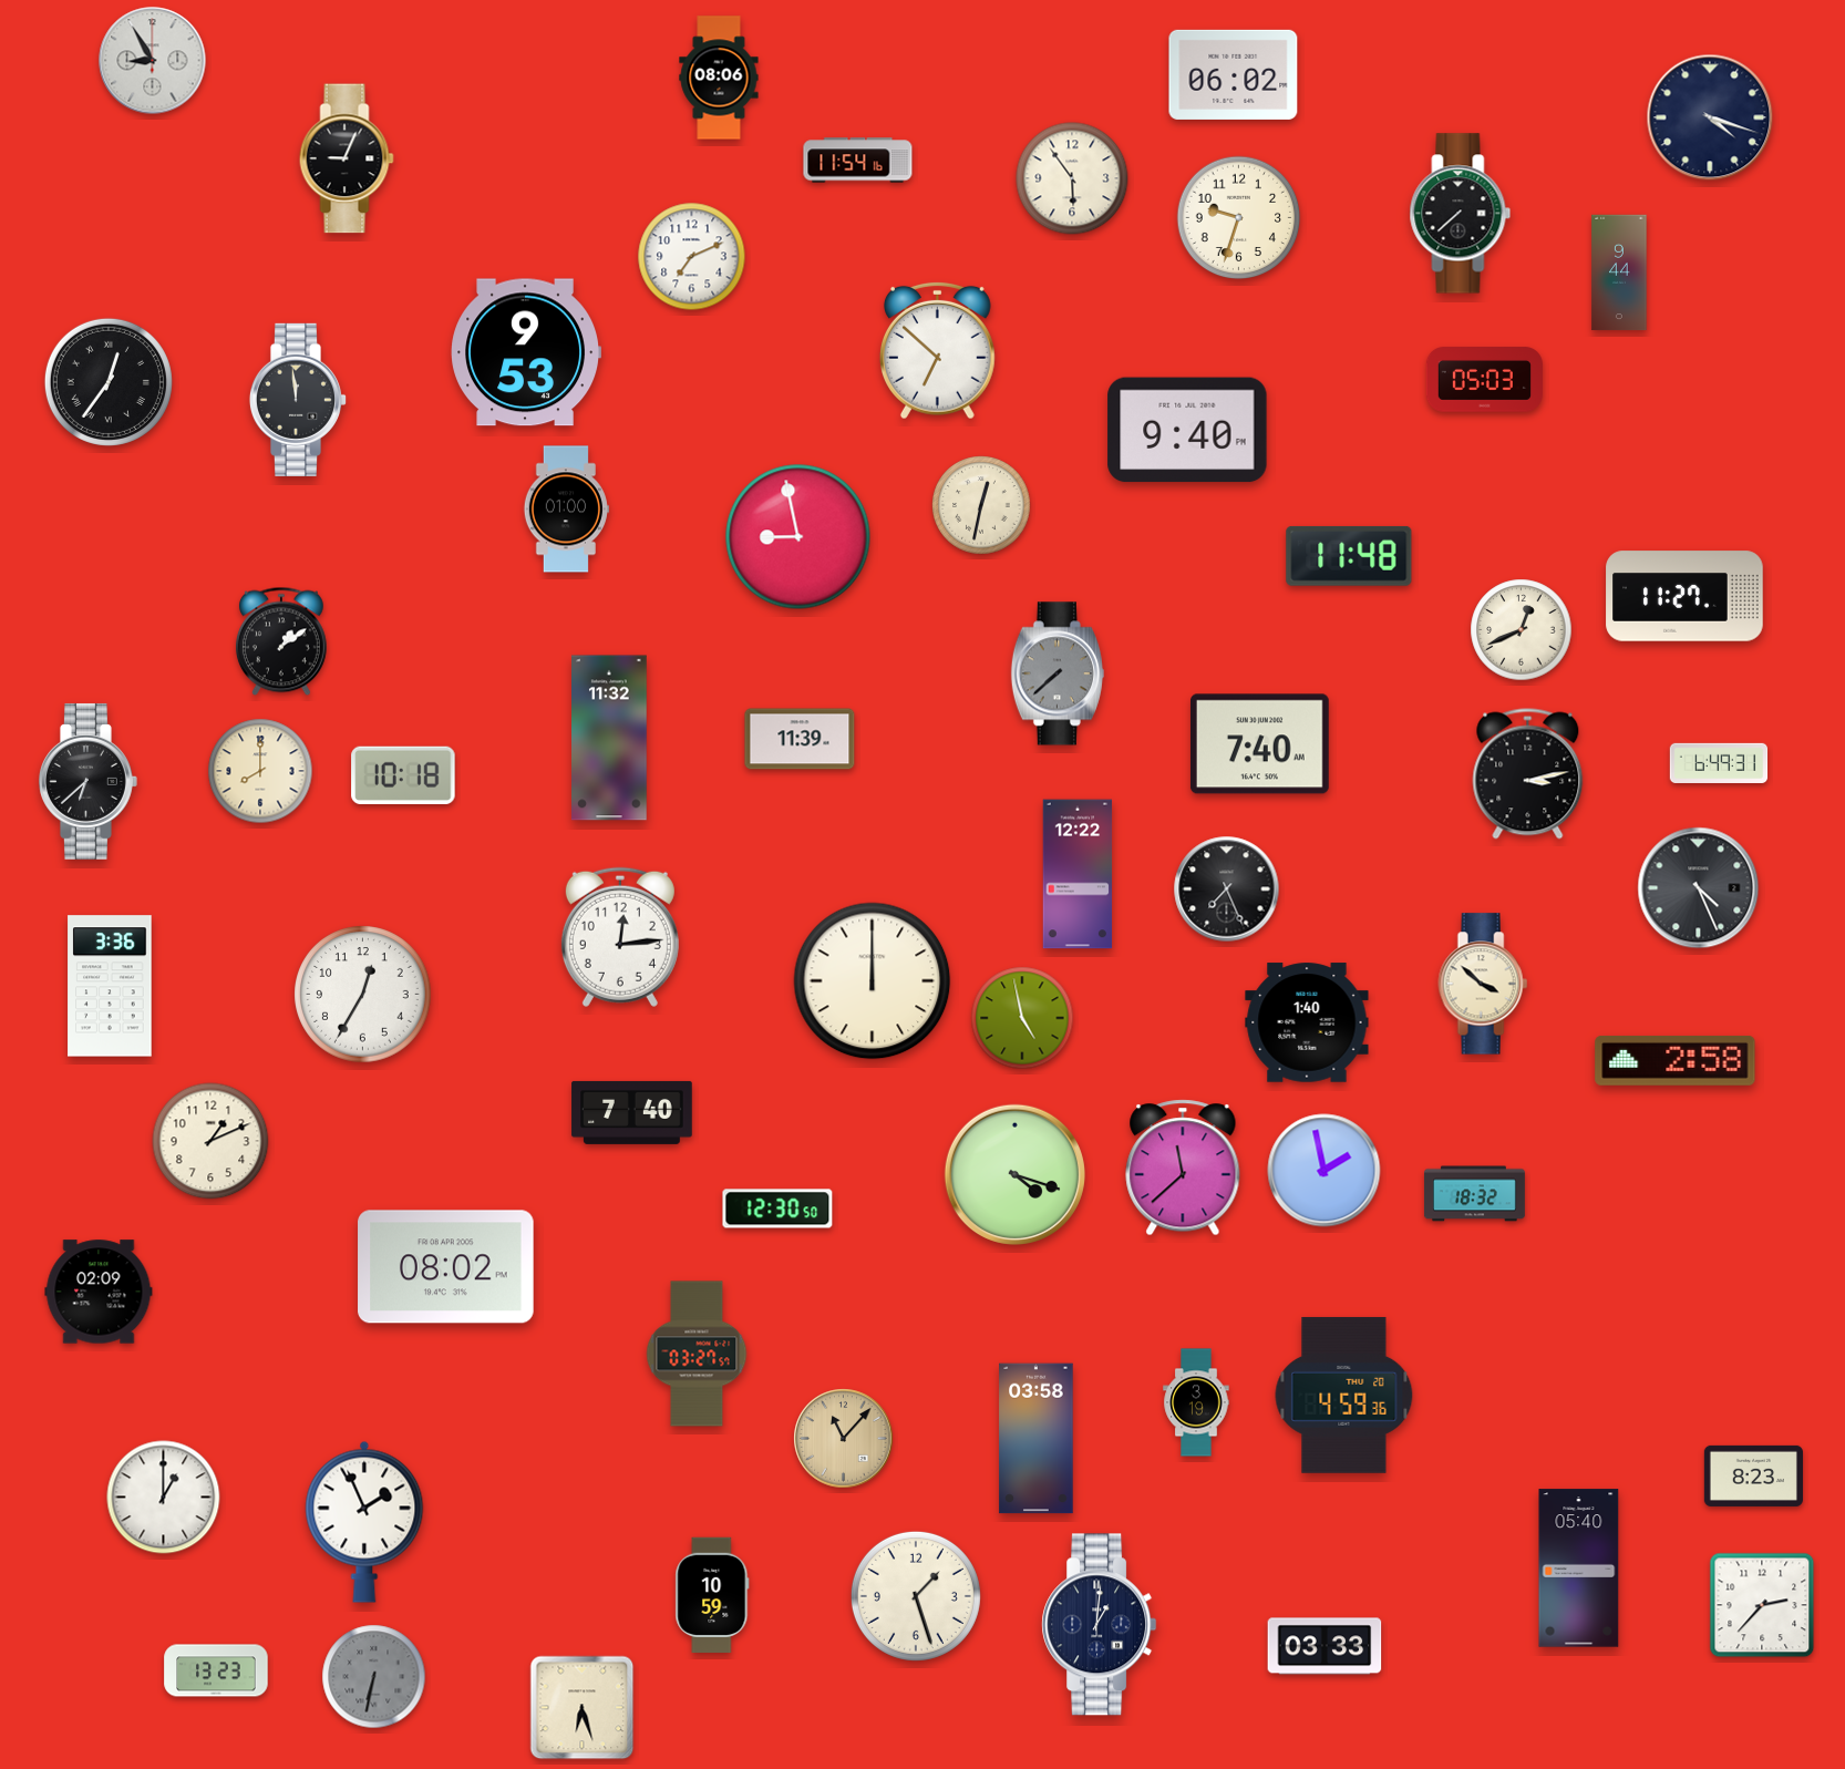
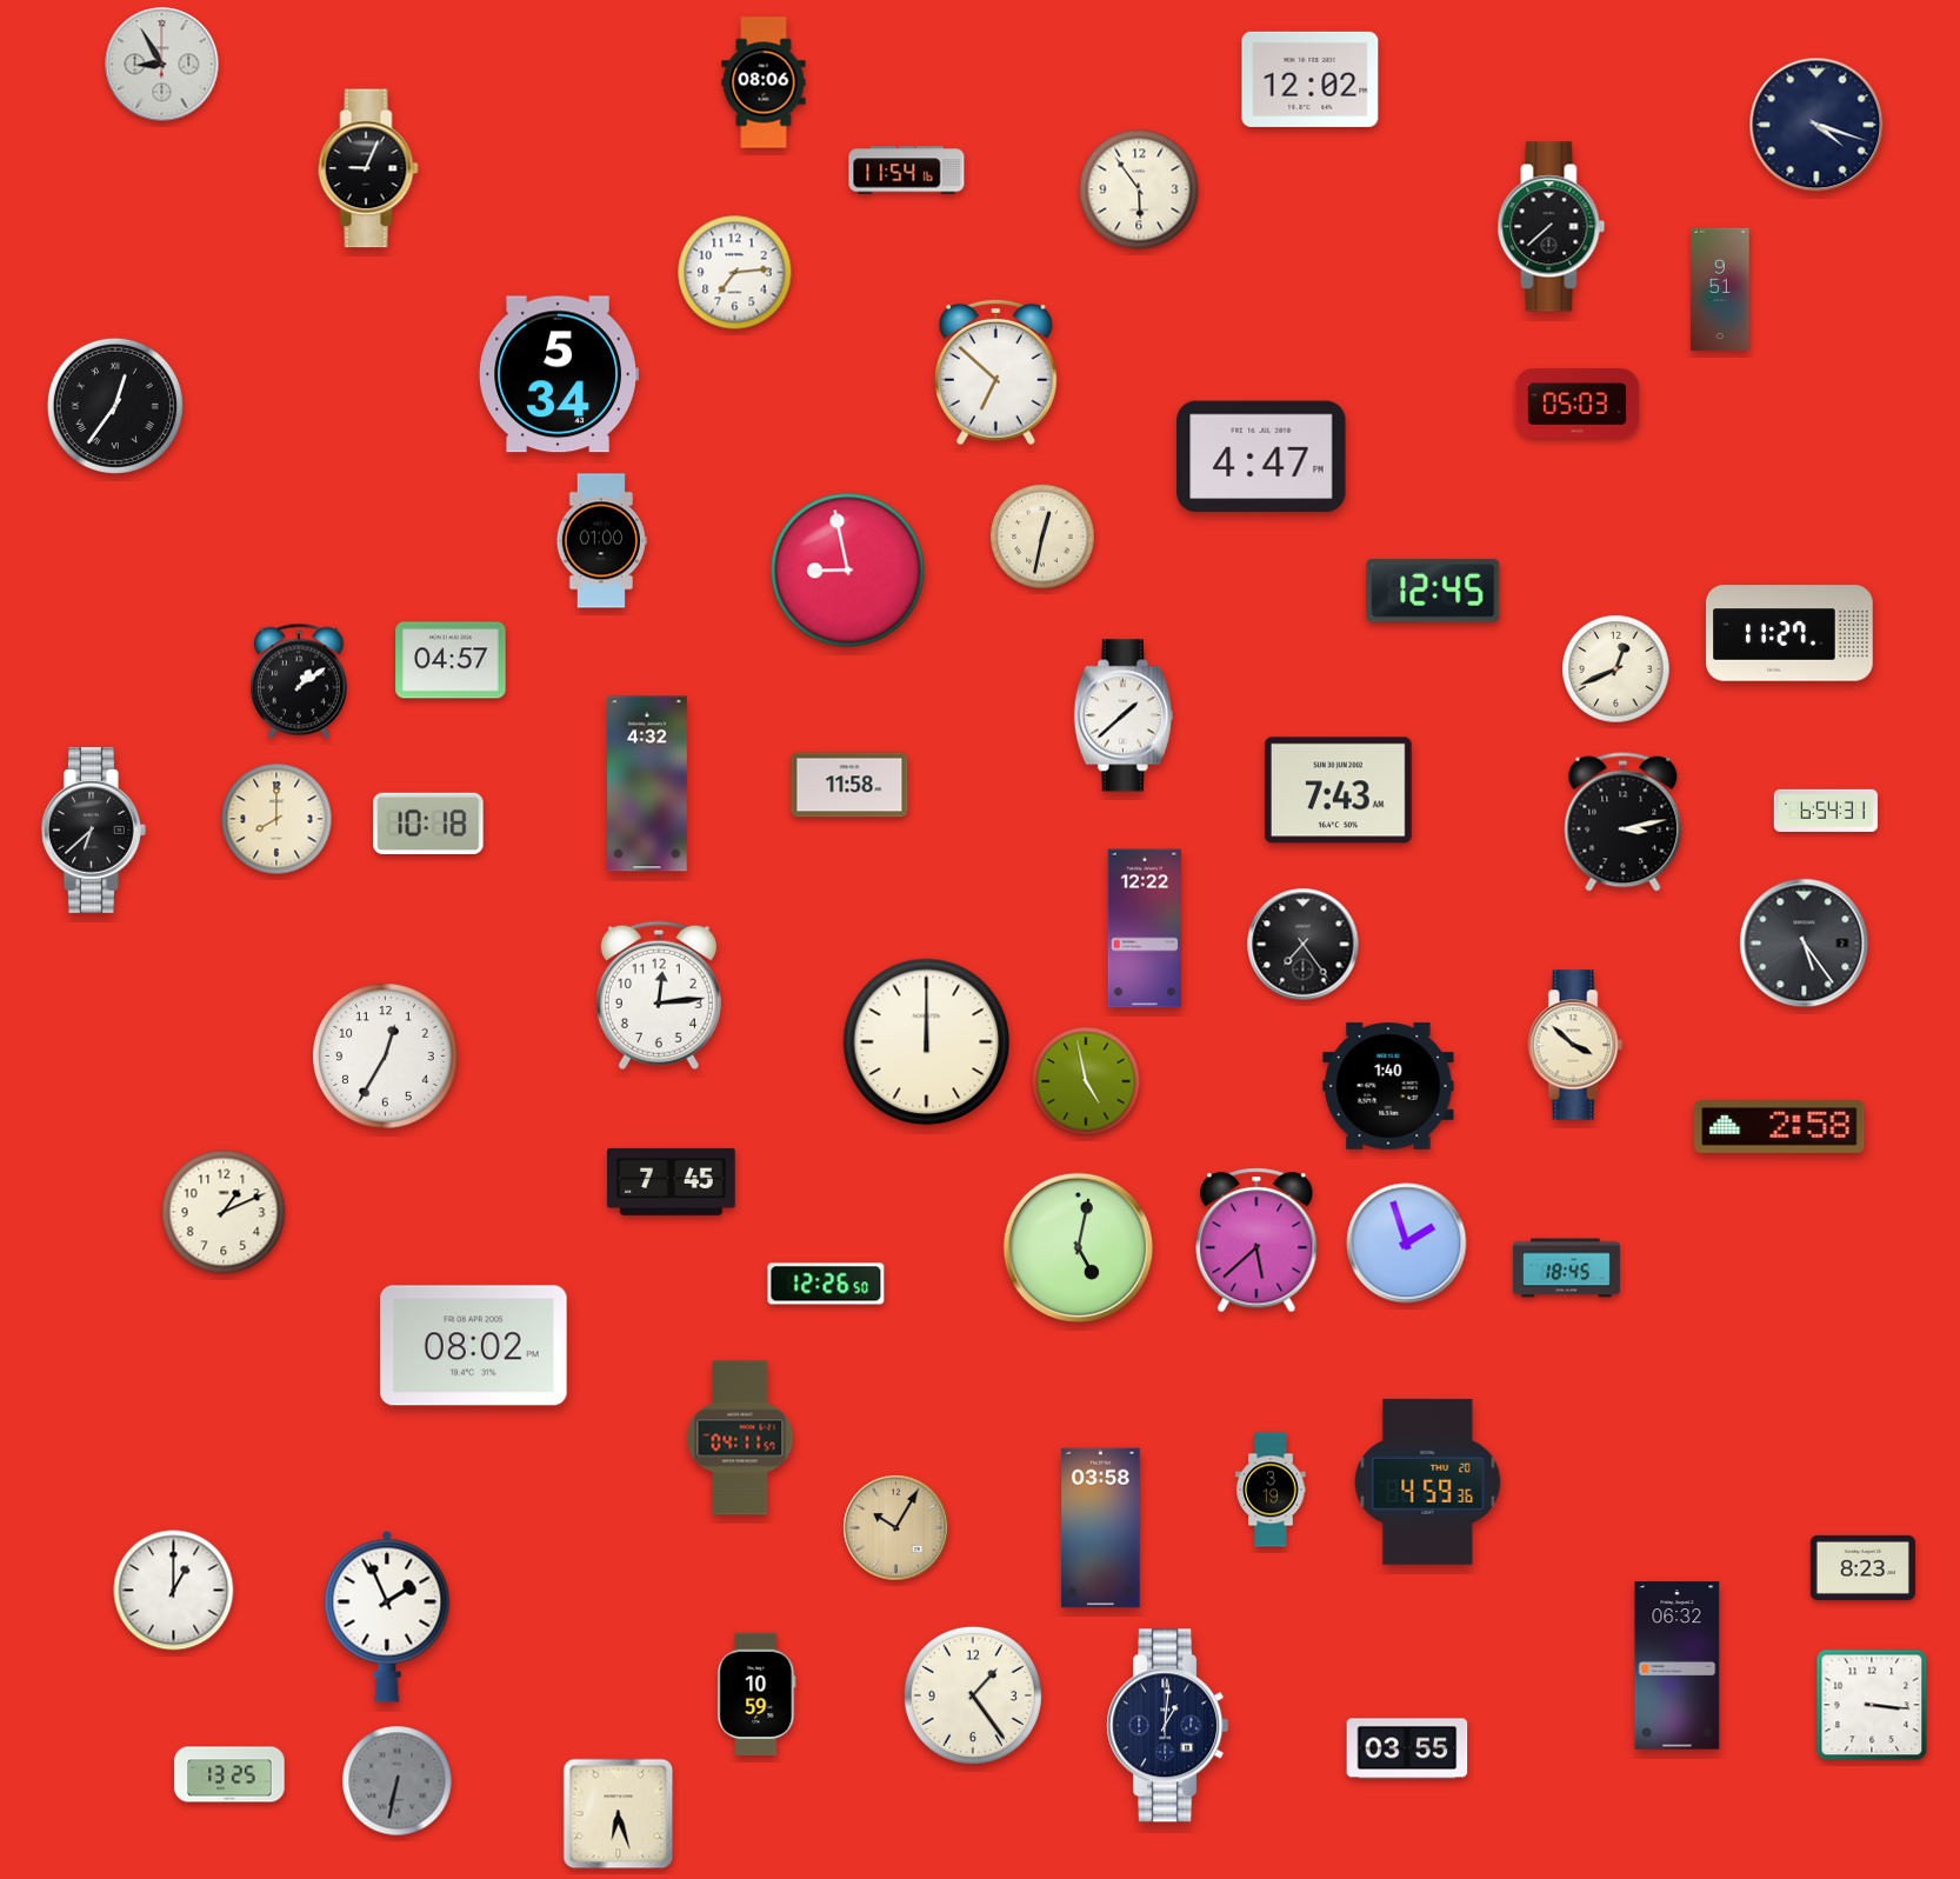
clock at (1234, 74): 06:02 -> 12:02
clock at (858, 161) position: (858, 161) -> (907, 171)
clock at (1239, 218): 9:33 -> none
clock at (692, 257): 7:11 -> 7:14
clock at (1619, 272): 9:44 -> 9:51
clock at (525, 352): 9:53 -> 5:34
clock at (298, 400): 11:59 -> none
clock at (1187, 430): 9:40 -> 4:47
clock at (1349, 556): 11:48 -> 12:45
clock at (451, 660): none -> 04:57
clock at (1058, 673): 7:38 -> 1:38
clock at (1058, 673) dial: grey -> white
clock at (609, 738): 11:32 -> 4:32
clock at (800, 739): 11:39 -> 11:58
clock at (1259, 744): 7:40 -> 7:43
clock at (1719, 762): 6:49 -> 6:54
clock at (1699, 888): 4:26 -> 5:24
clock at (1227, 889): 7:26 -> 7:24
clock at (110, 986): 3:36 -> none
clock at (632, 1112): 7:40 -> 7:45
clock at (1183, 1168): 11:38 -> 5:38
clock at (1325, 1171): 1:58 -> 1:57
clock at (1014, 1174): 4:18 -> 5:02
clock at (1474, 1194): 18:32 -> 18:45
clock at (777, 1209): 12:30 -> 12:26
clock at (99, 1292): 02:09 -> none
clock at (697, 1354): 03:27 -> 04:11
clock at (844, 1439): 11:07 -> 10:05
clock at (1579, 1569): 05:40 -> 06:32
clock at (916, 1596): 1:27 -> 1:24
clock at (1762, 1605): 2:37 -> 3:16
clock at (1325, 1646): 03:33 -> 03:55
clock at (216, 1670): 13:23 -> 13:25
